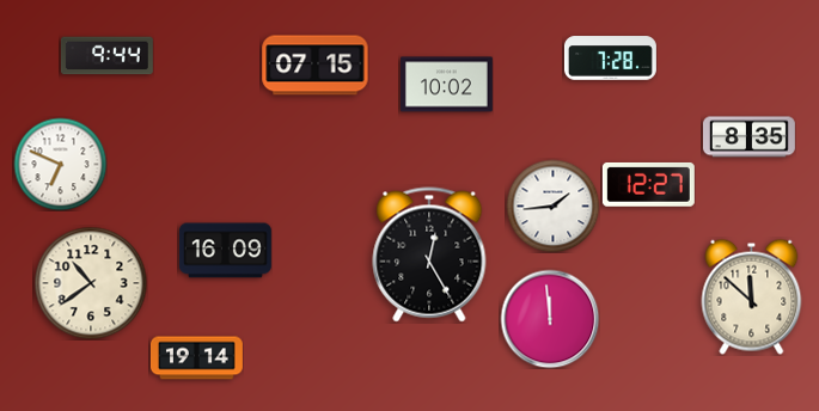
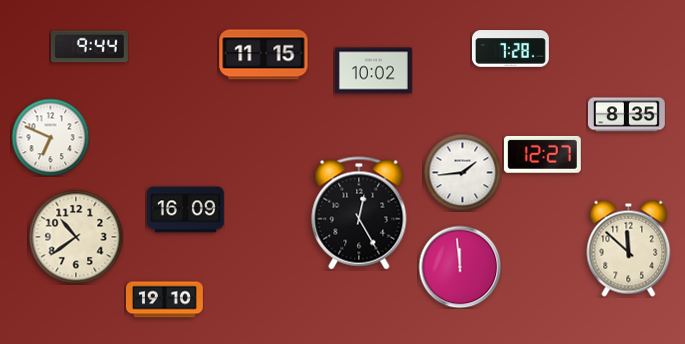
clock at (316, 66): 07:15 -> 11:15
clock at (225, 251) position: (225, 251) -> (185, 210)
clock at (196, 358): 19:14 -> 19:10
